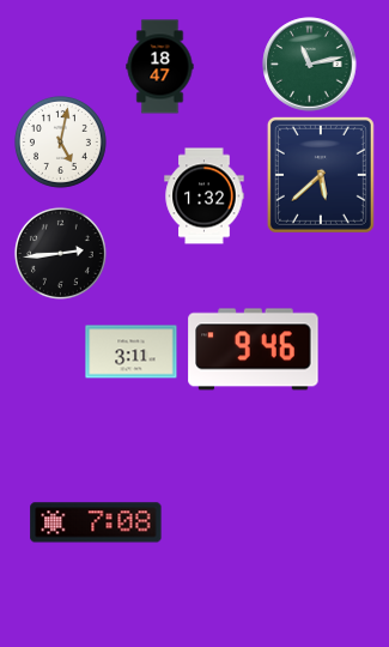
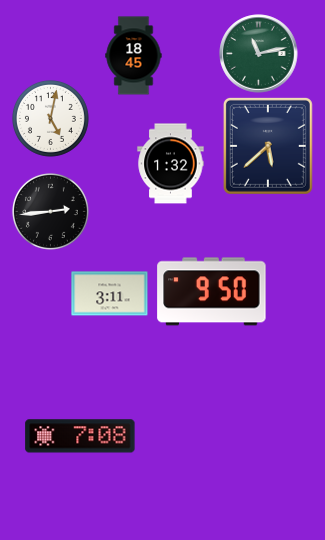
clock at (160, 67): 18:47 -> 18:45
clock at (254, 350): 9:46 -> 9:50
